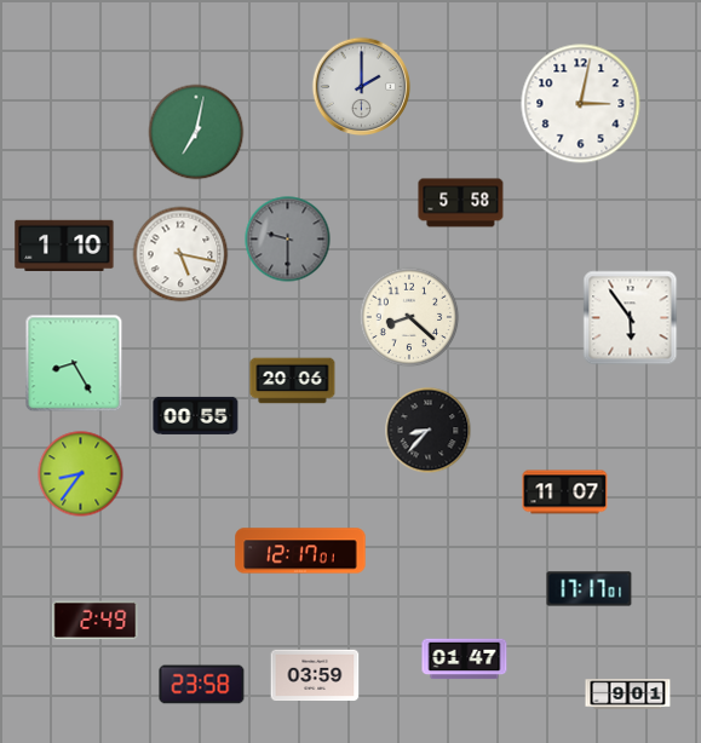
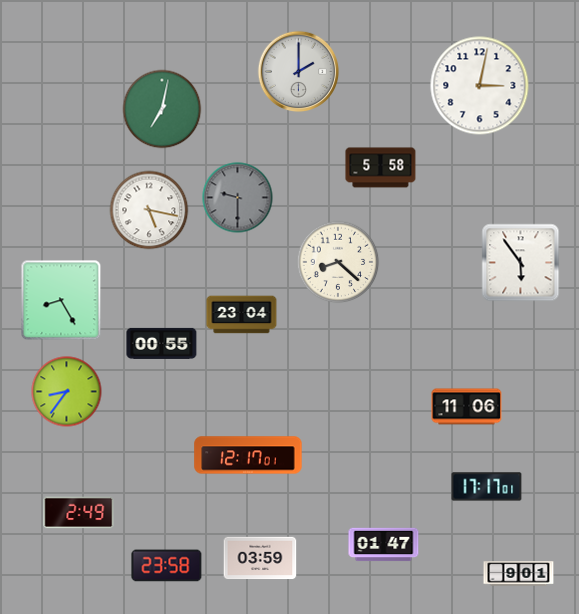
clock at (64, 244): 1:10 -> none
clock at (293, 381): 20:06 -> 23:04
clock at (429, 431): 8:37 -> none
clock at (565, 493): 11:07 -> 11:06
